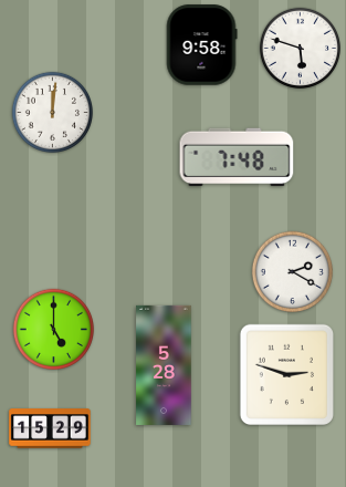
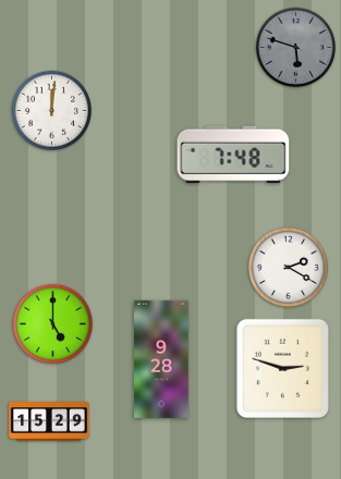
clock at (201, 45): 9:58 -> none
clock at (301, 49) dial: white -> grey
clock at (164, 365): 5:28 -> 9:28
